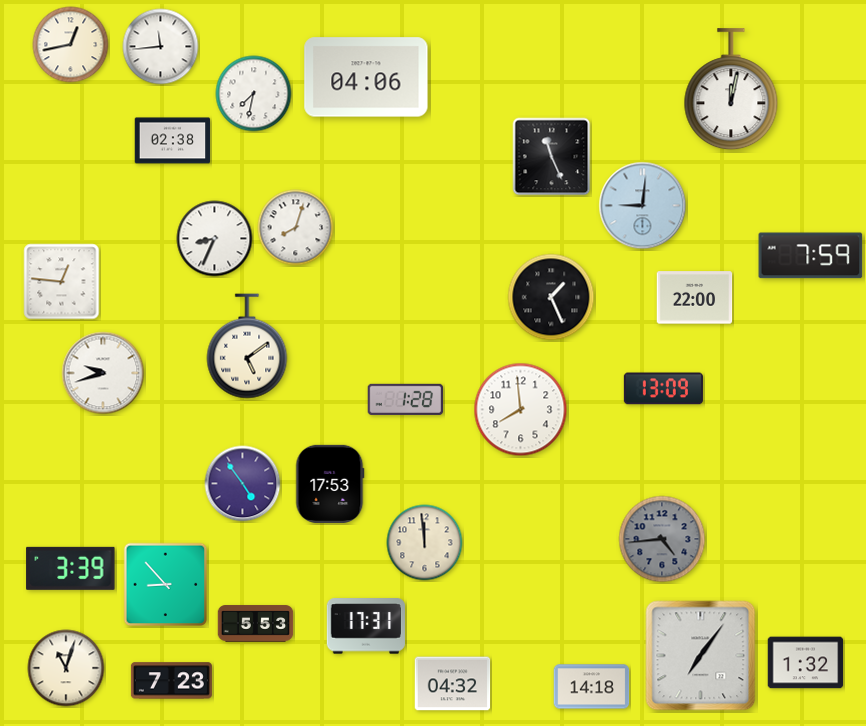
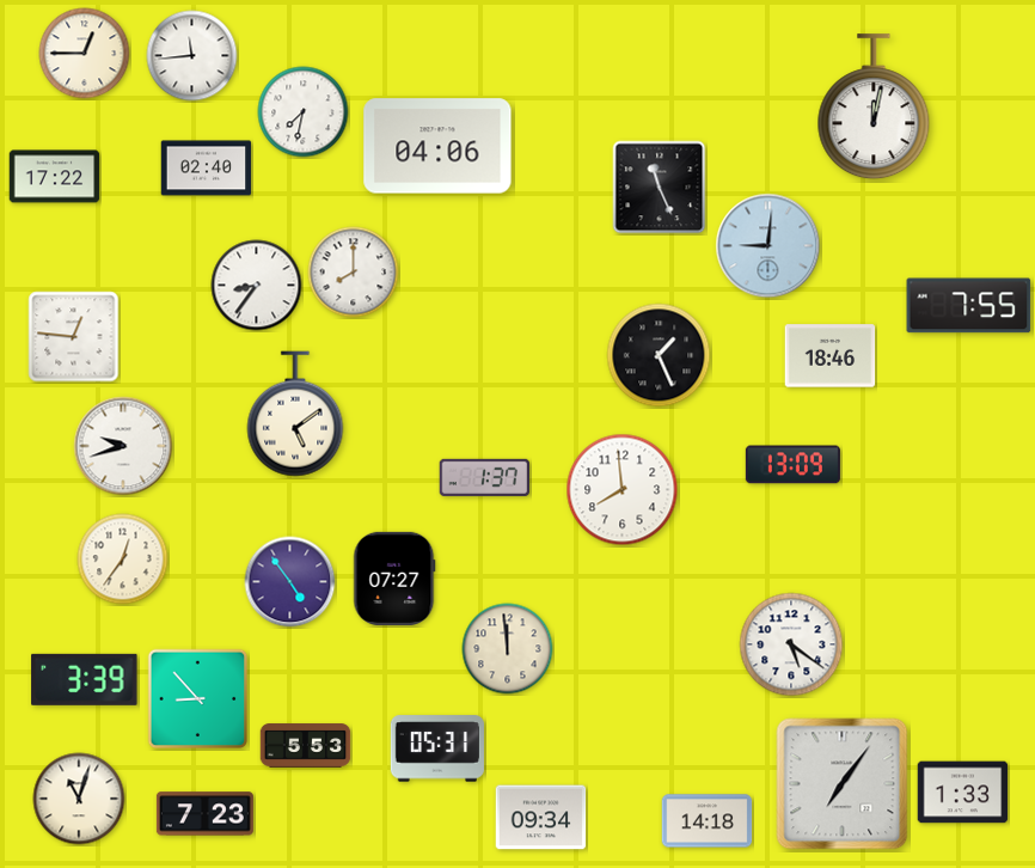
clock at (71, 45): 12:43 -> 12:45
clock at (366, 77) position: (366, 77) -> (437, 146)
clock at (173, 141): 02:38 -> 02:40
clock at (55, 177): none -> 17:22
clock at (296, 228): 8:03 -> 8:00
clock at (215, 239): 8:34 -> 8:36
clock at (811, 256): 7:59 -> 7:55
clock at (695, 298): 22:00 -> 18:46
clock at (406, 399): 1:28 -> 1:37
clock at (123, 560): none -> 12:36
clock at (243, 484) position: (243, 484) -> (290, 582)
clock at (330, 484): 17:53 -> 07:27
clock at (662, 539): 4:44 -> 5:21
clock at (662, 539) dial: grey -> white
clock at (366, 626): 17:31 -> 05:31
clock at (701, 656) position: (701, 656) -> (843, 784)
clock at (806, 663): 1:32 -> 1:33
clock at (453, 684): 04:32 -> 09:34
